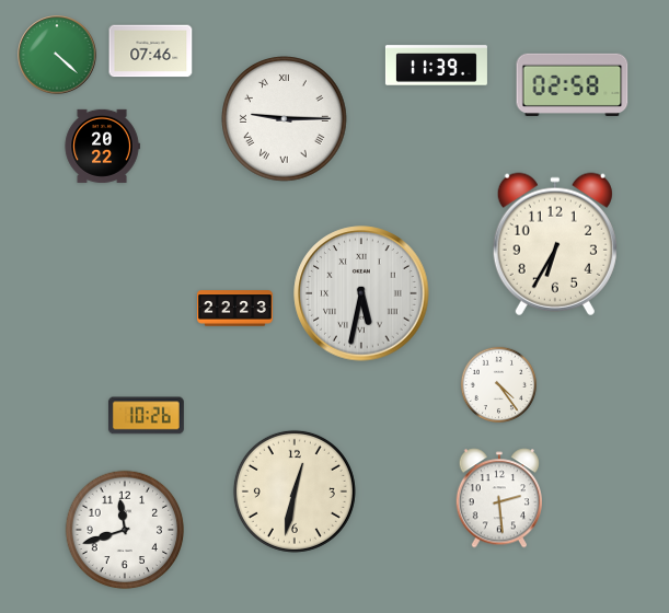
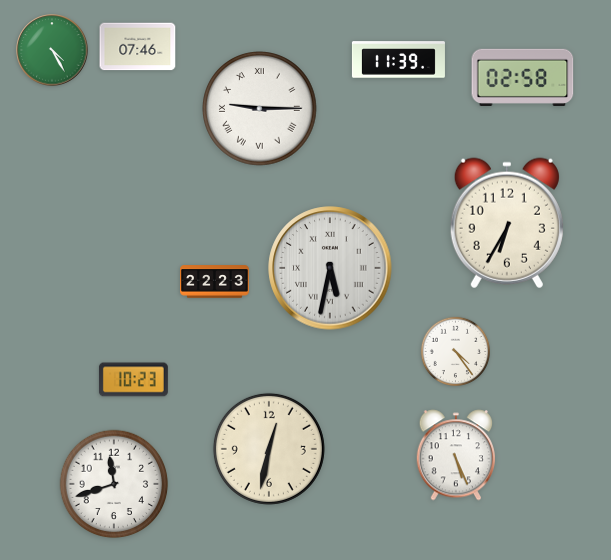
clock at (57, 55): 4:22 -> 4:25
clock at (102, 146): 20:22 -> none
clock at (146, 416): 10:26 -> 10:23
clock at (499, 498): 2:29 -> 5:26
